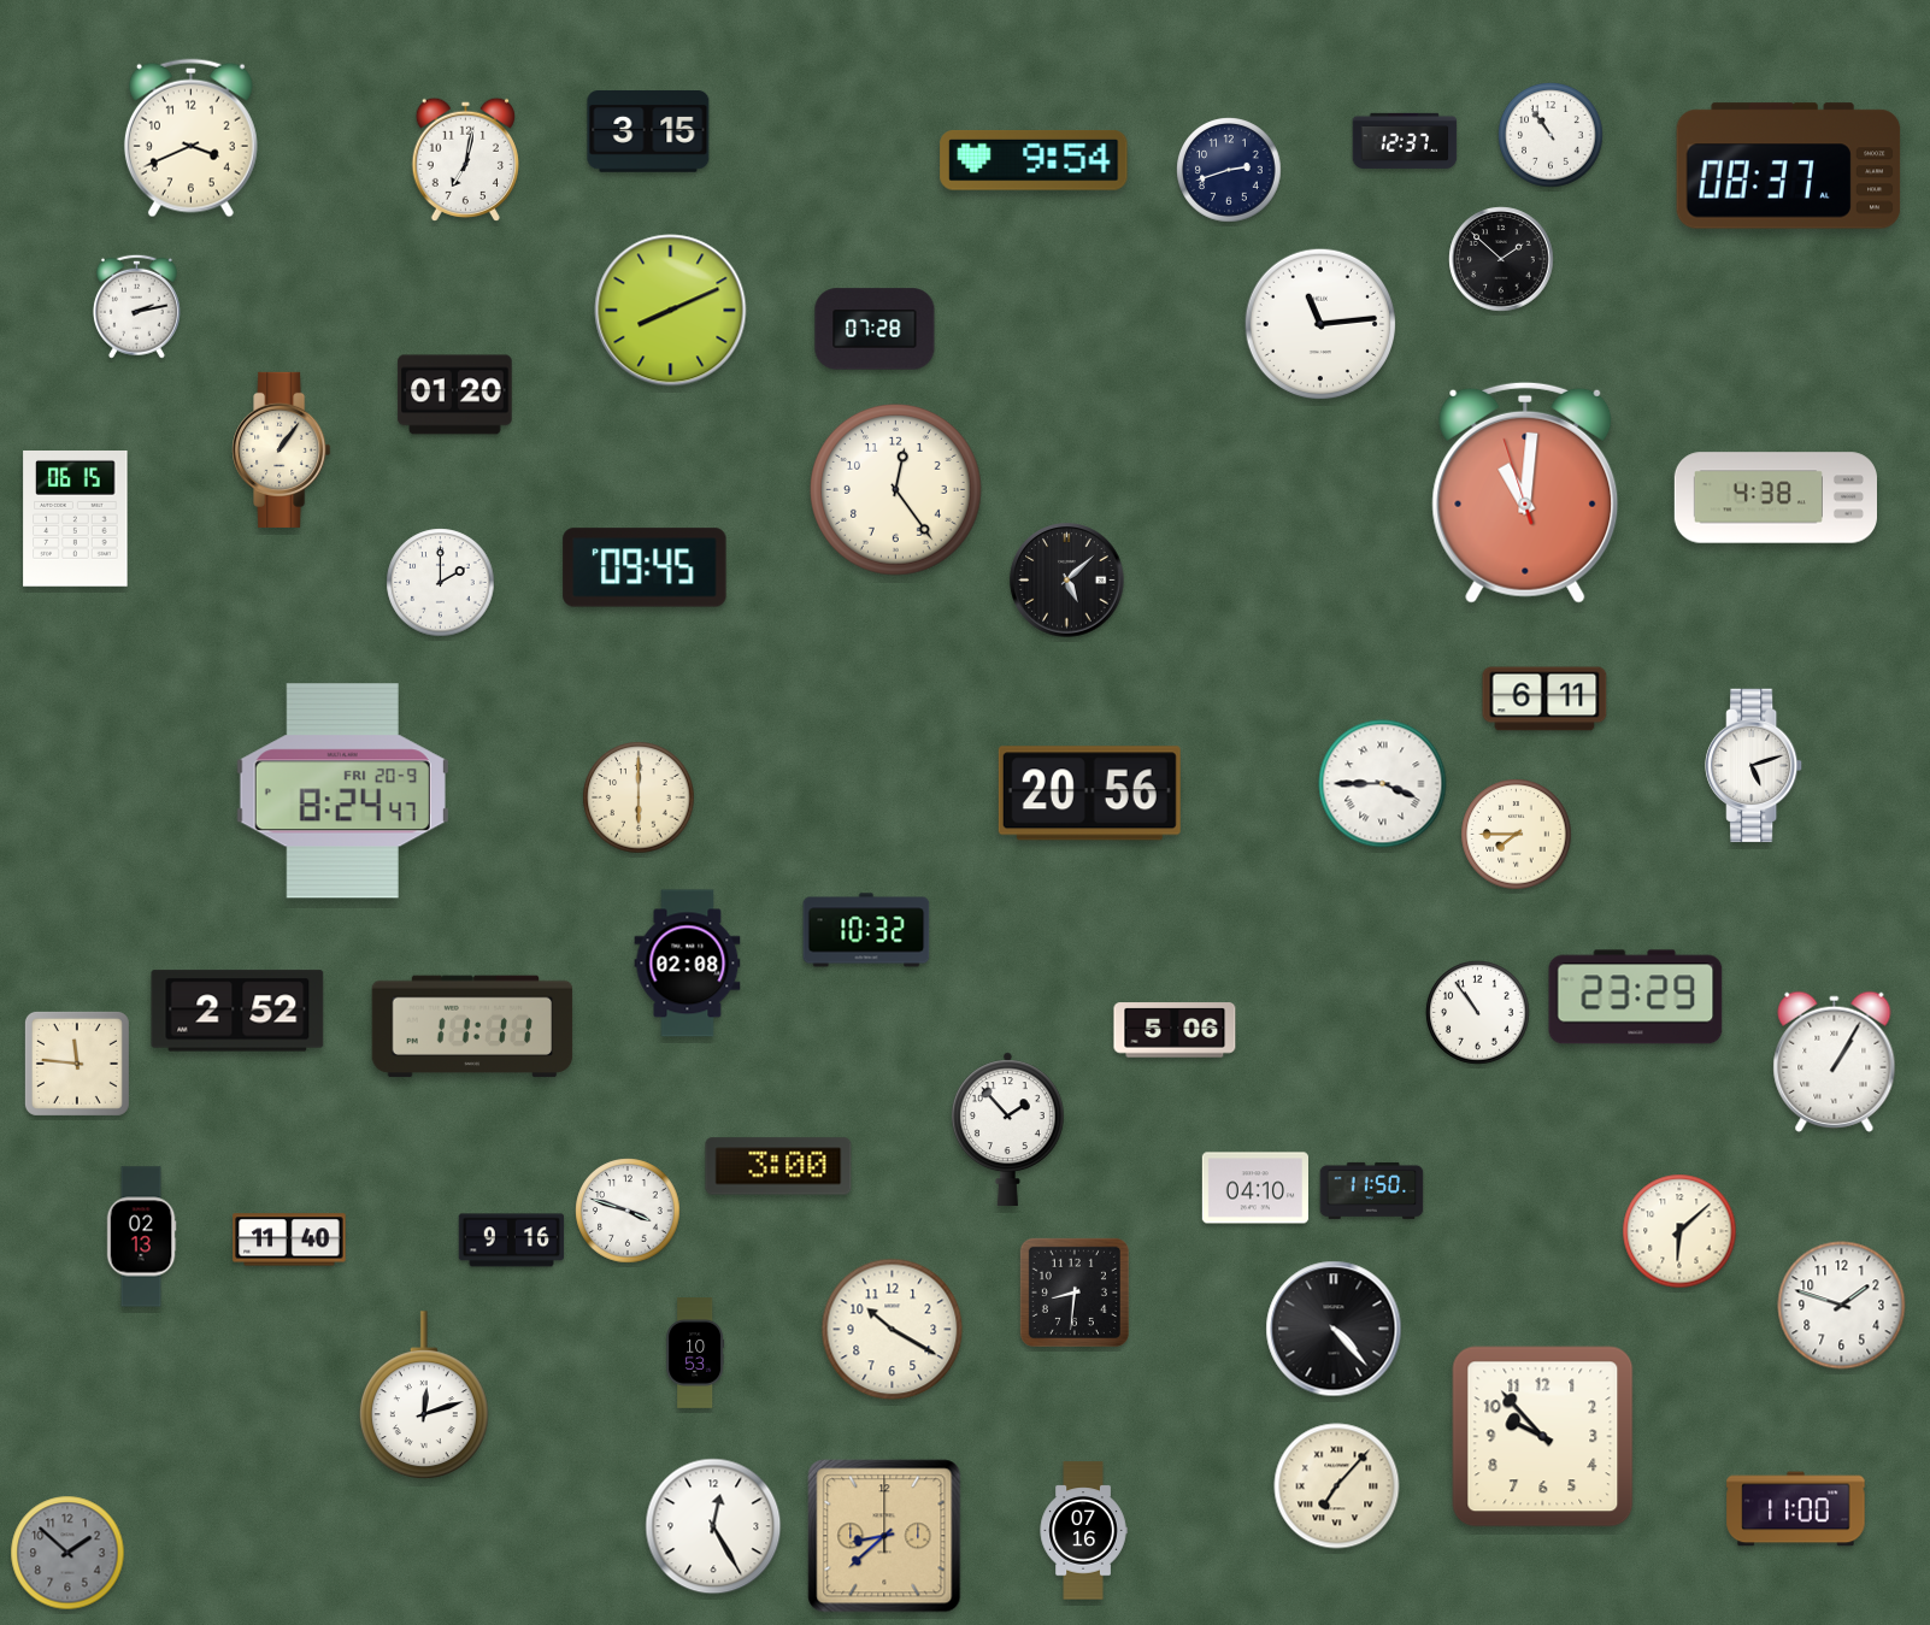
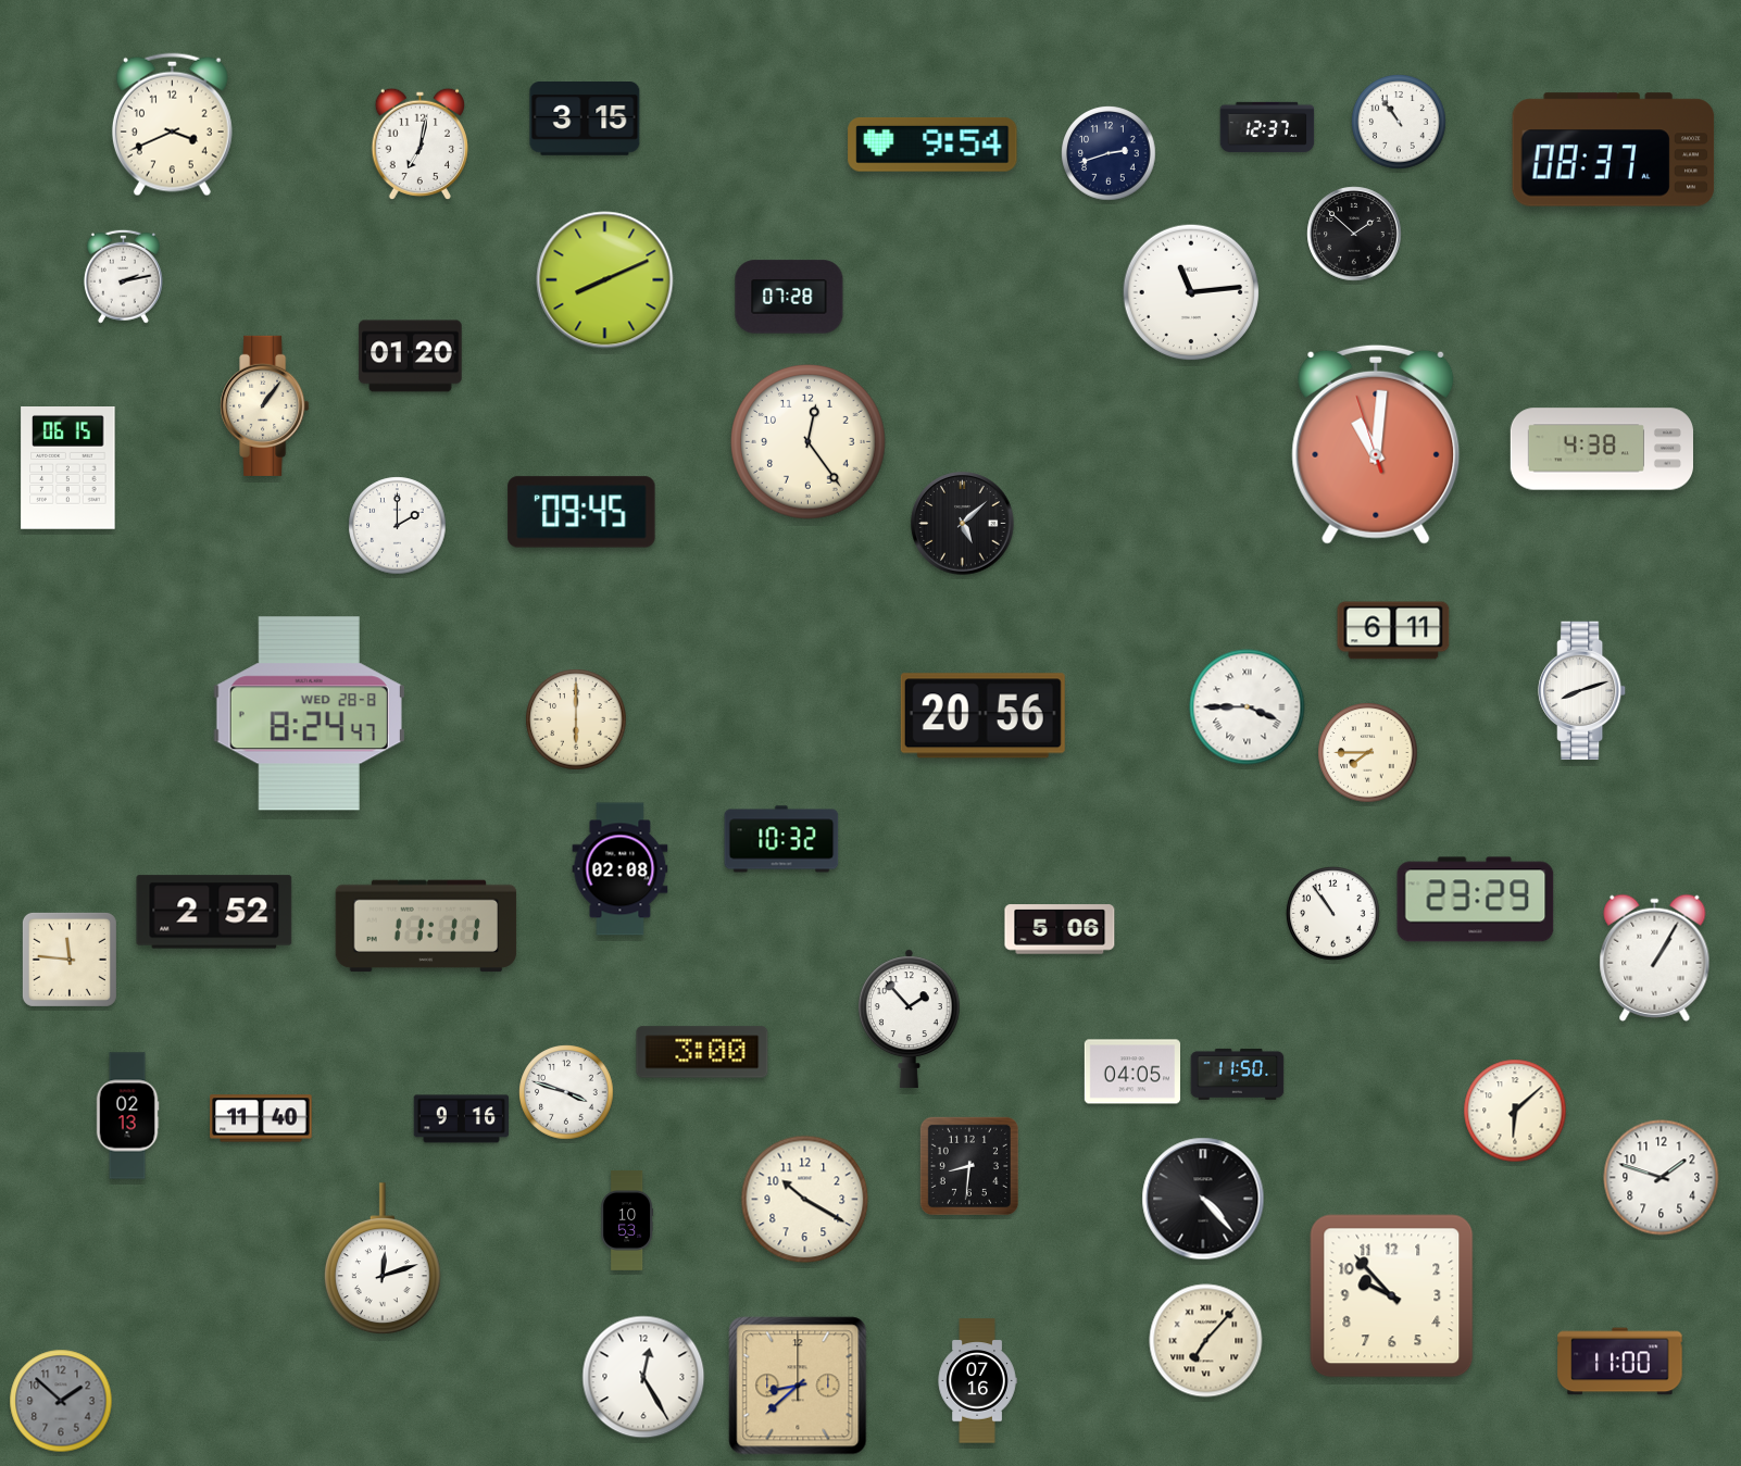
clock at (282, 449) position: (282, 449) -> (265, 405)
clock at (1754, 766): 5:12 -> 8:12
clock at (342, 791) date: FRI 20-9 -> WED 28-8
clock at (1254, 1188): 04:10 -> 04:05
